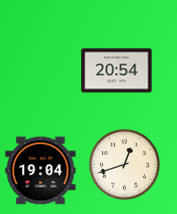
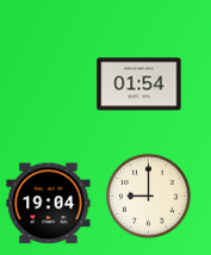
clock at (117, 71): 20:54 -> 01:54
clock at (125, 165): 12:42 -> 9:00
